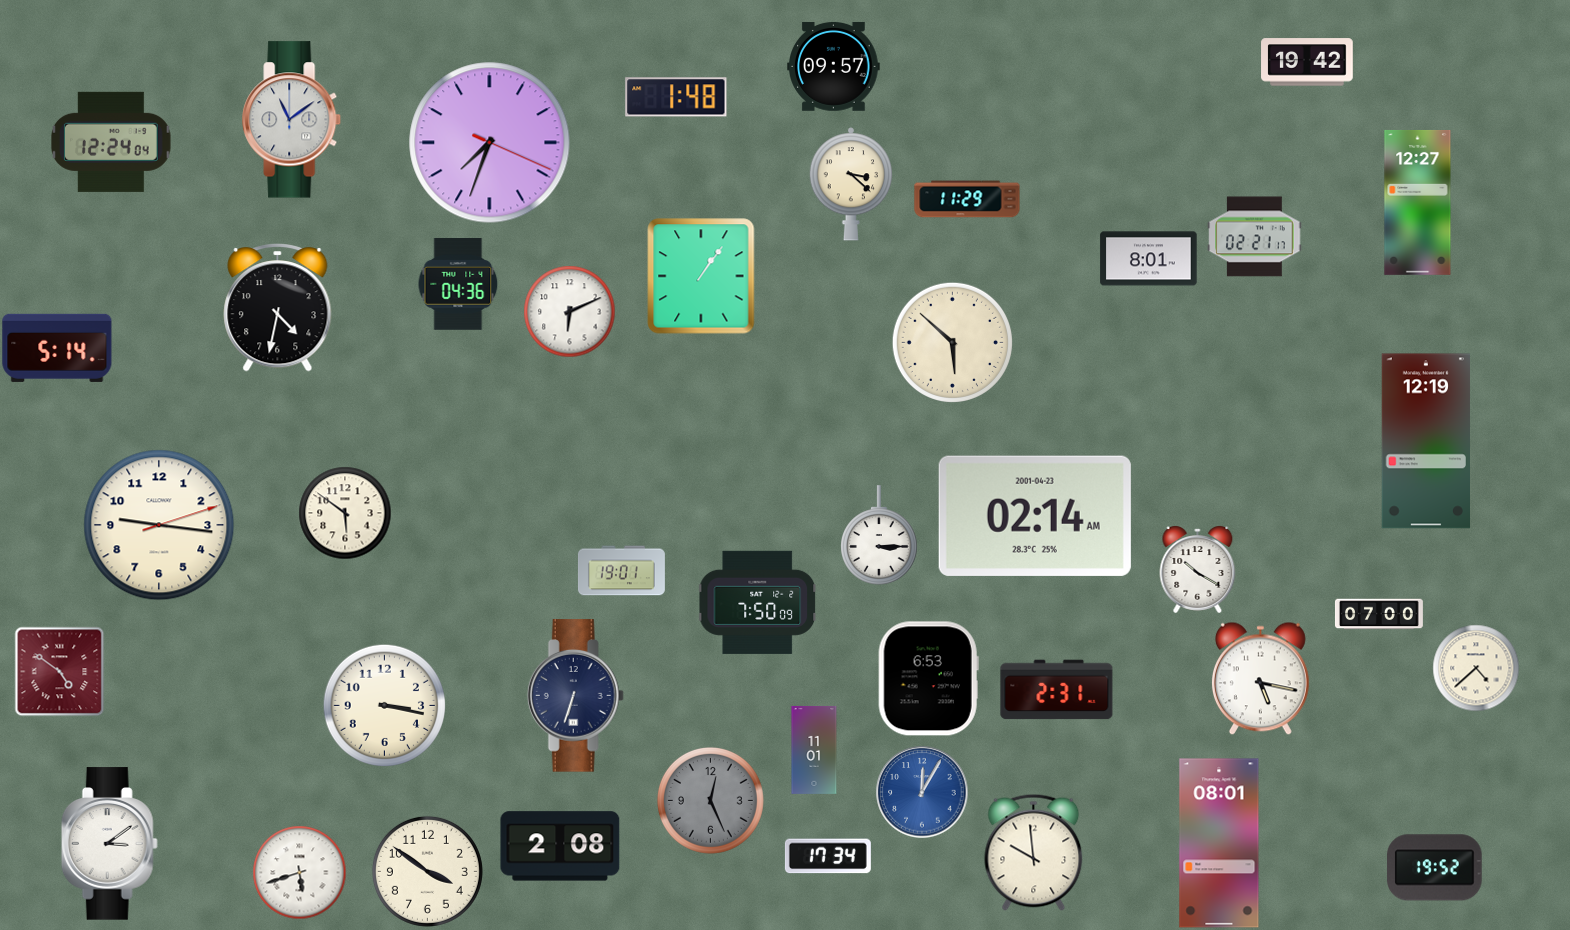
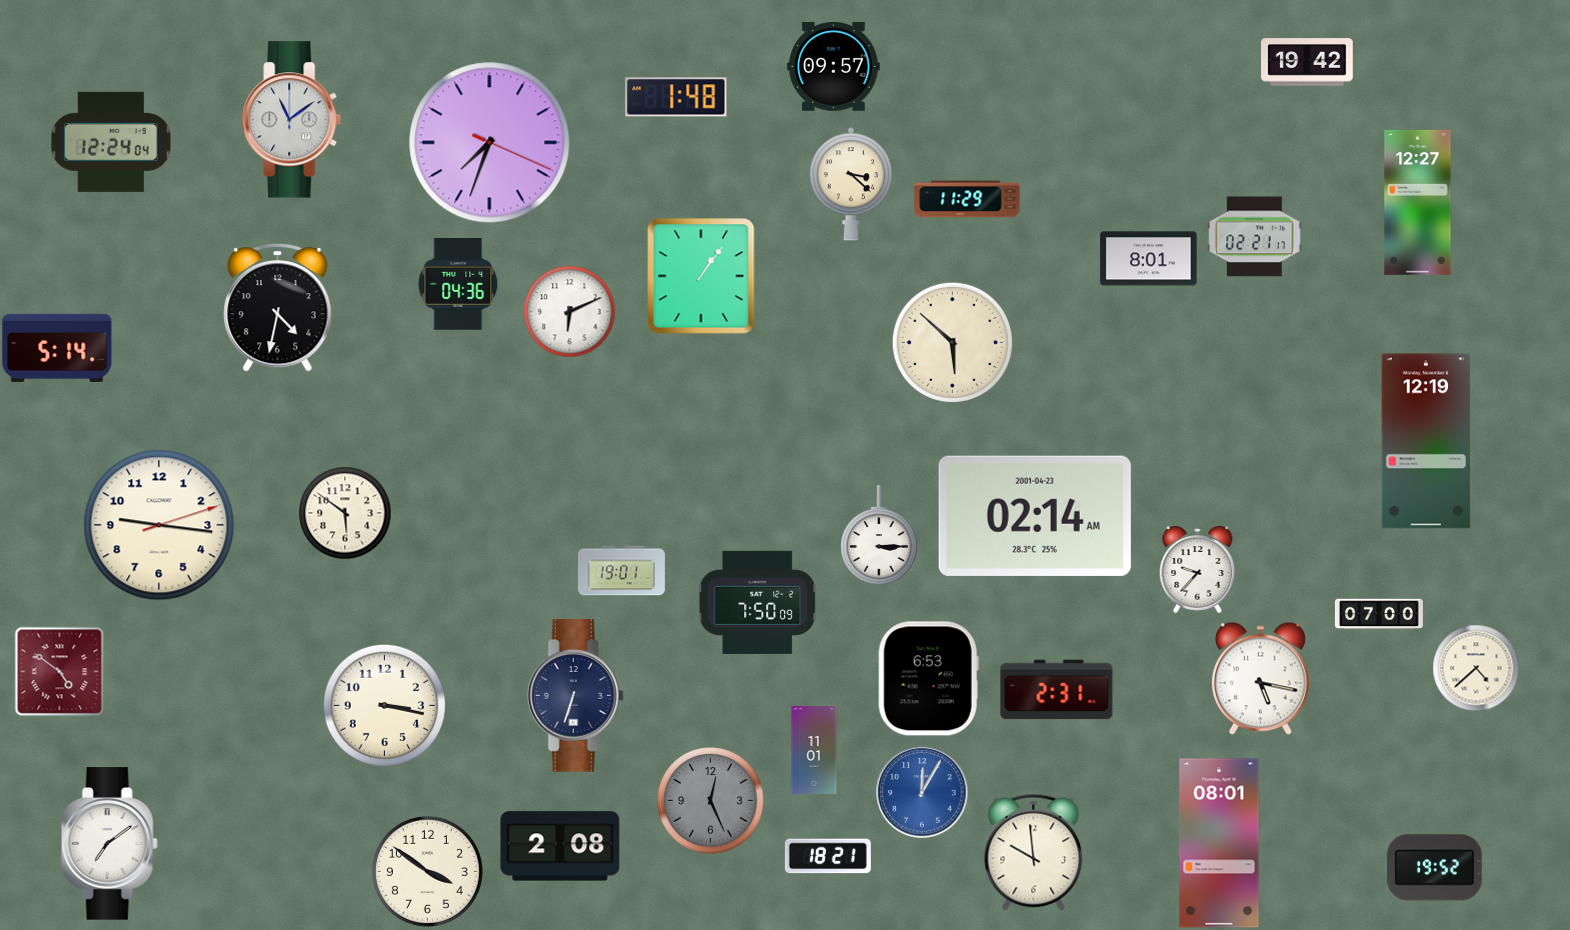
clock at (1198, 570): 10:20 -> 9:37
clock at (109, 844): 3:09 -> 7:09
clock at (828, 856): 17:34 -> 18:21
clock at (299, 872): 5:42 -> none
